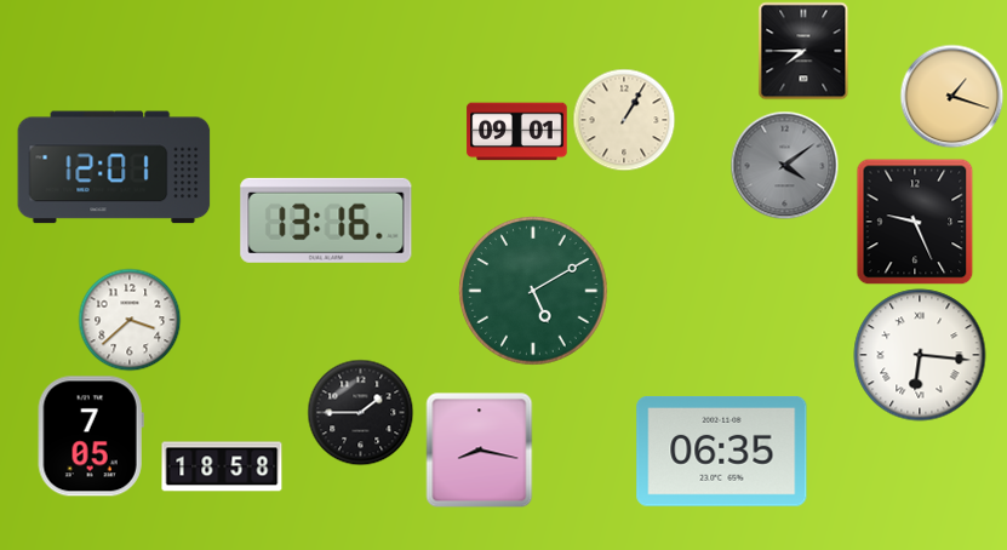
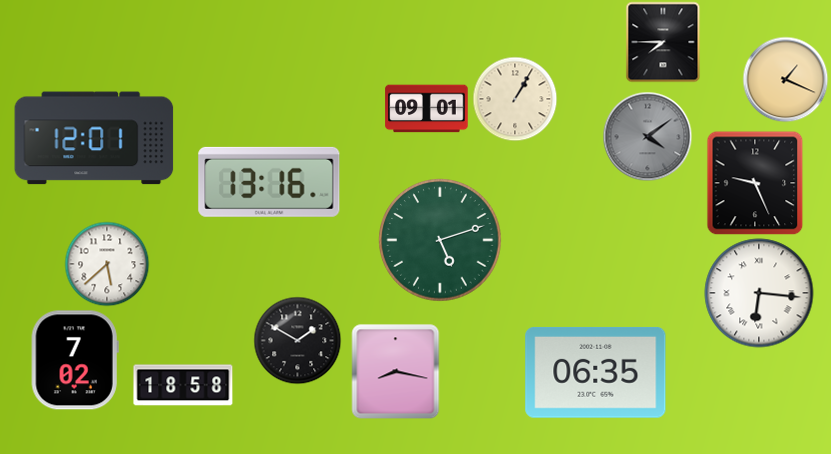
clock at (951, 96): 1:18 -> 1:19
clock at (533, 291): 5:10 -> 5:12
clock at (130, 320): 3:38 -> 5:38
clock at (360, 412): 1:45 -> 1:50
clock at (91, 436): 7:05 -> 7:02
